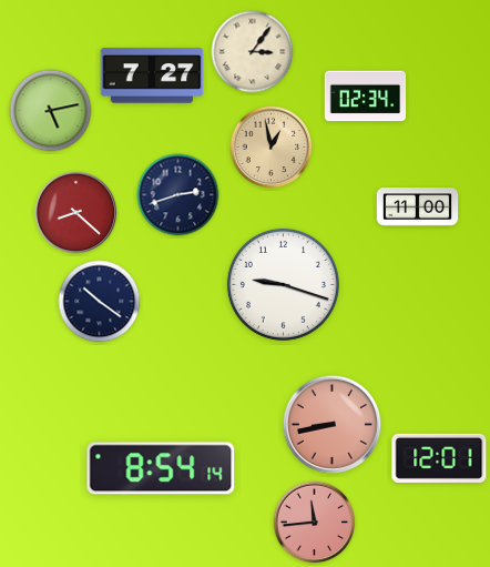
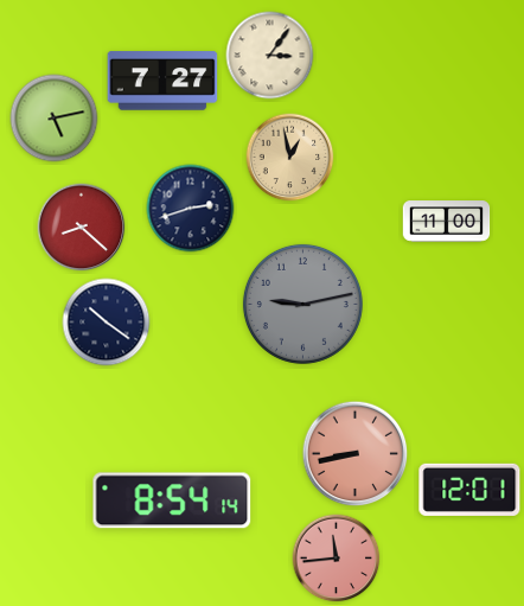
clock at (366, 97): 02:34 -> none
clock at (283, 284): 9:18 -> 9:13
clock at (283, 284) dial: white -> grey
